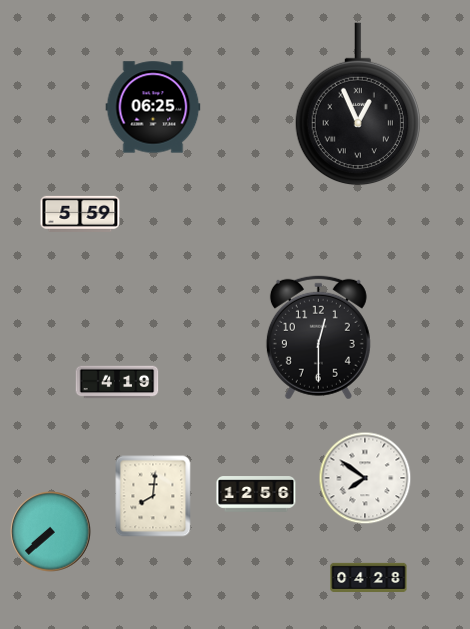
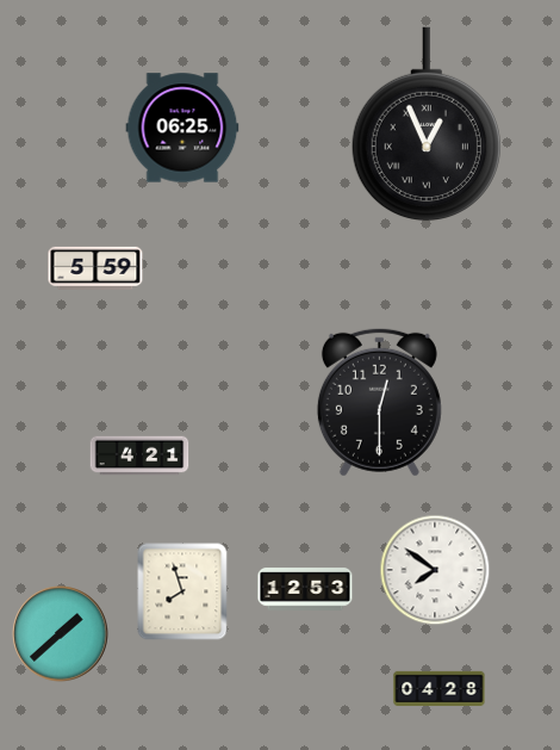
clock at (80, 214) position: (80, 214) -> (95, 268)
clock at (117, 382): 4:19 -> 4:21
clock at (256, 494): 12:56 -> 12:53
clock at (153, 496): 8:01 -> 7:57
clock at (51, 532): 7:38 -> 1:38
